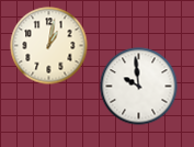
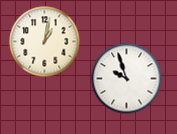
clock at (139, 87): 9:59 -> 9:57
